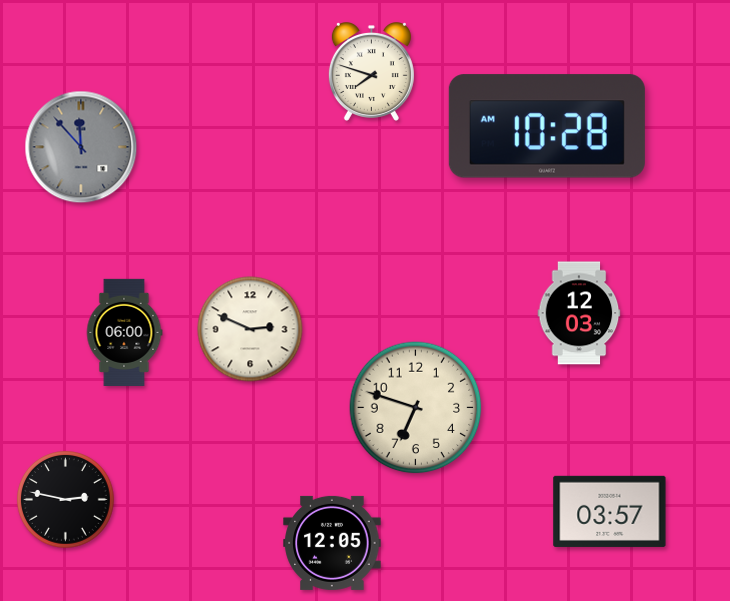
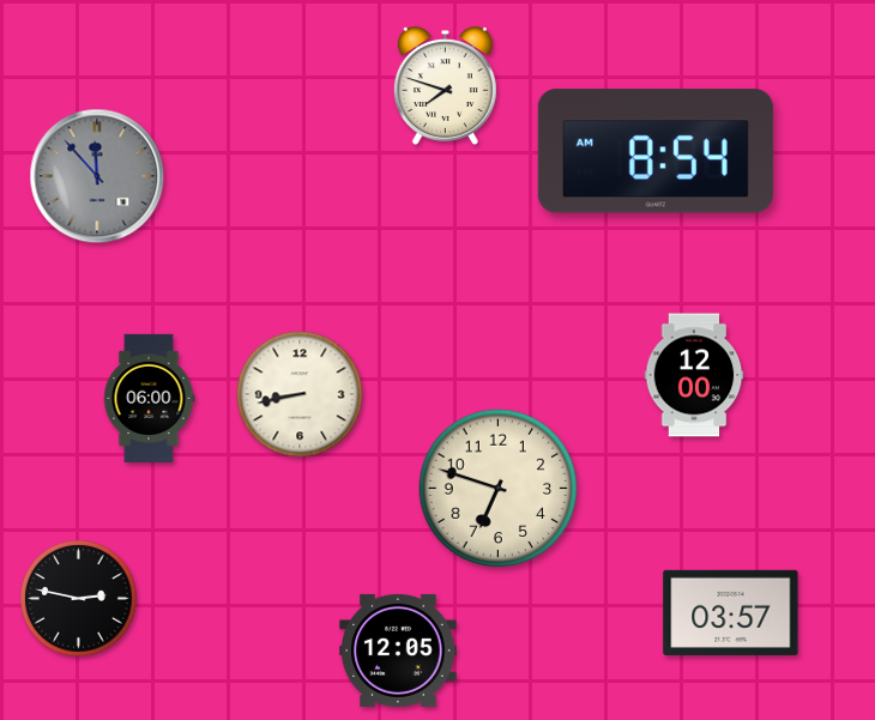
clock at (547, 126): 10:28 -> 8:54
clock at (579, 313): 12:03 -> 12:00
clock at (250, 329): 2:49 -> 8:43
